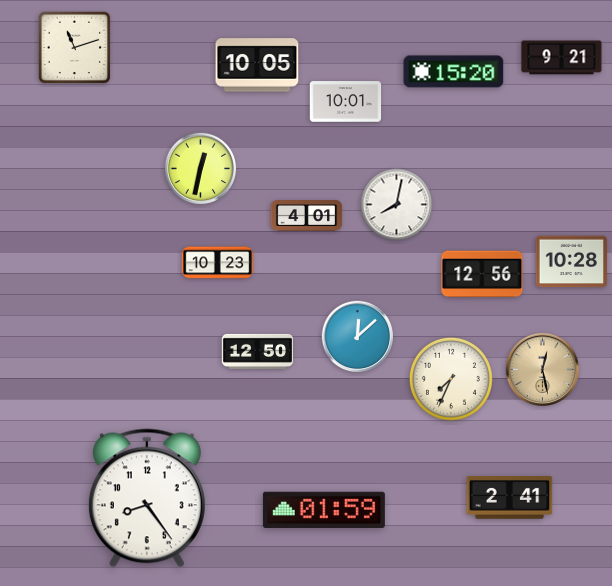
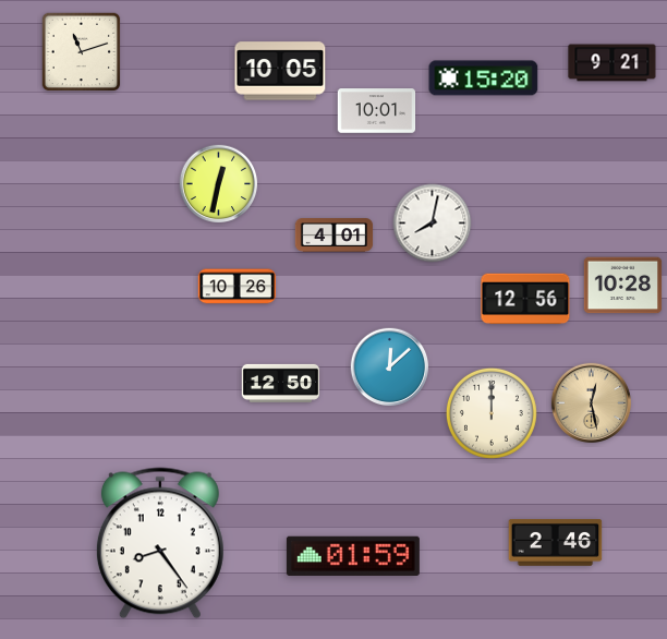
clock at (454, 72) position: (454, 72) -> (484, 79)
clock at (218, 263): 10:23 -> 10:26
clock at (451, 379): 7:34 -> 12:00
clock at (510, 498): 2:41 -> 2:46
